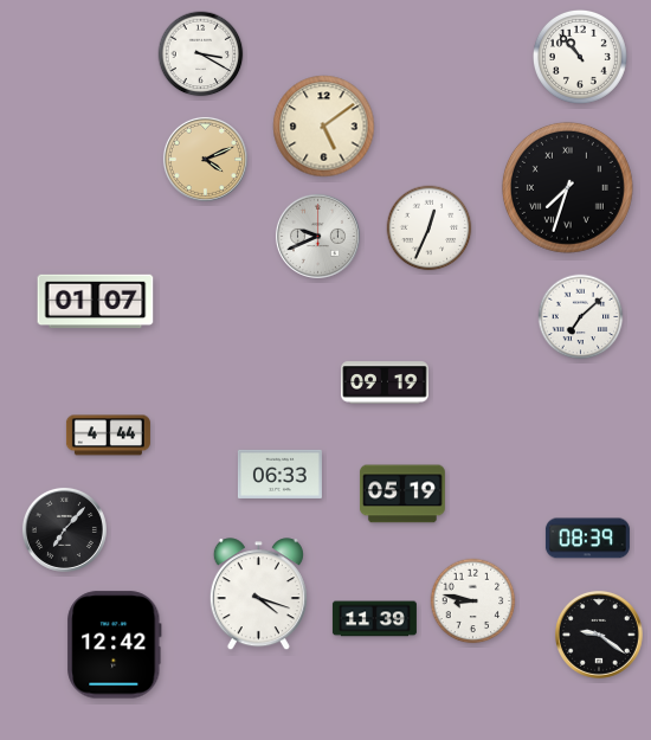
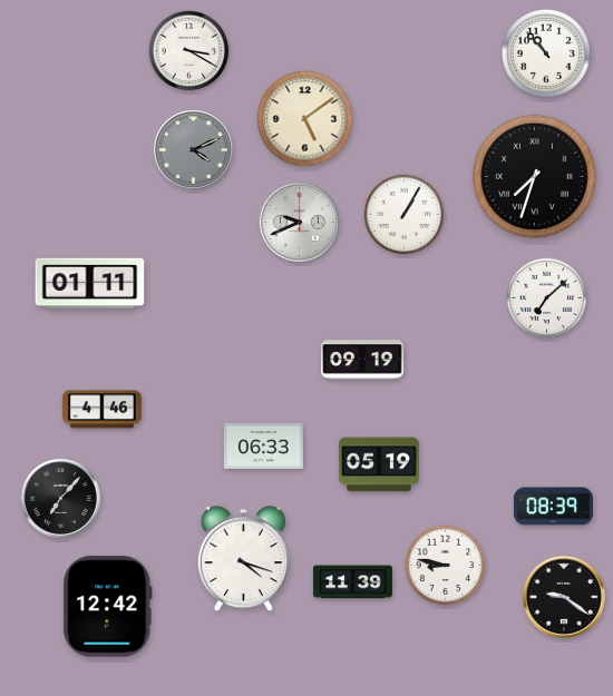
clock at (205, 159) dial: champagne -> grey
clock at (430, 229): 12:34 -> 1:05
clock at (96, 302): 01:07 -> 01:11
clock at (108, 436): 4:44 -> 4:46
